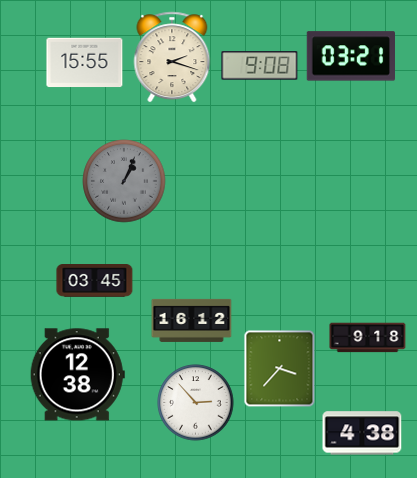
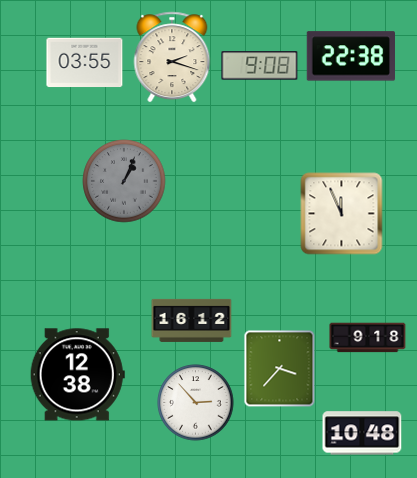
clock at (350, 56): 03:21 -> 22:38
clock at (85, 63): 15:55 -> 03:55
clock at (342, 214): none -> 11:56
clock at (95, 281): 03:45 -> none
clock at (362, 433): 4:38 -> 10:48
